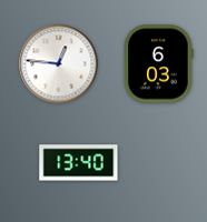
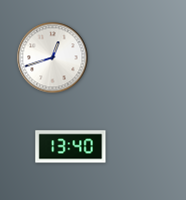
clock at (59, 64): 12:46 -> 12:42
clock at (159, 64): 6:03 -> none
